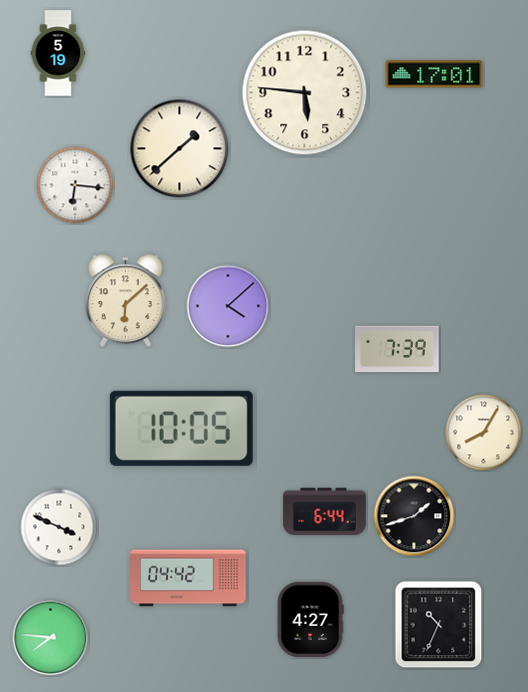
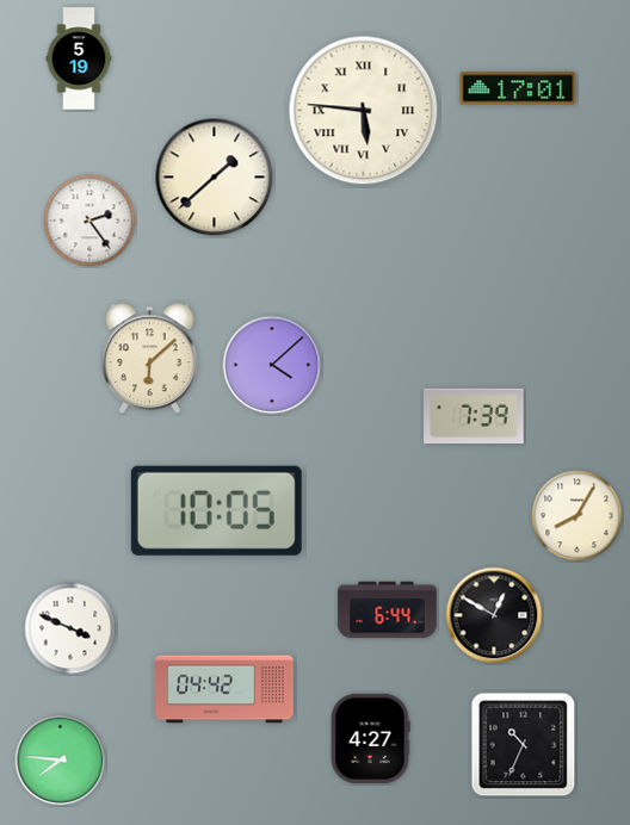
clock at (58, 53) position: (58, 53) -> (79, 58)
clock at (305, 93) numerals: Arabic -> Roman
clock at (75, 185): 6:16 -> 2:24
clock at (414, 516): 1:42 -> 12:50
